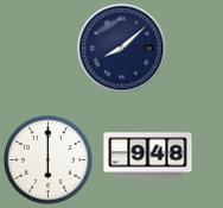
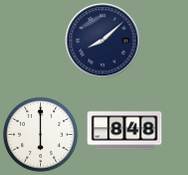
clock at (148, 156): 9:48 -> 8:48
